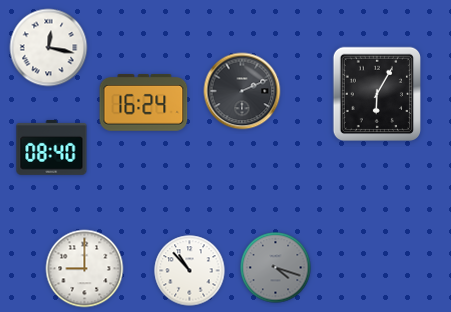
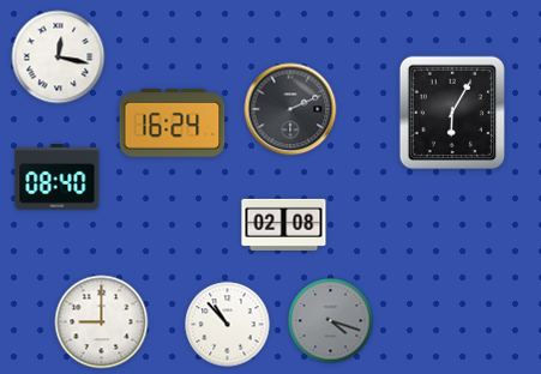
clock at (52, 147) position: (52, 147) -> (58, 176)
clock at (284, 224): none -> 02:08
